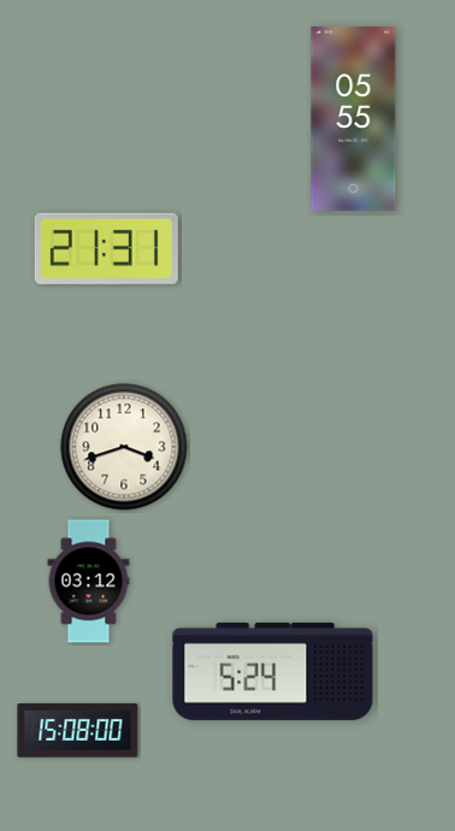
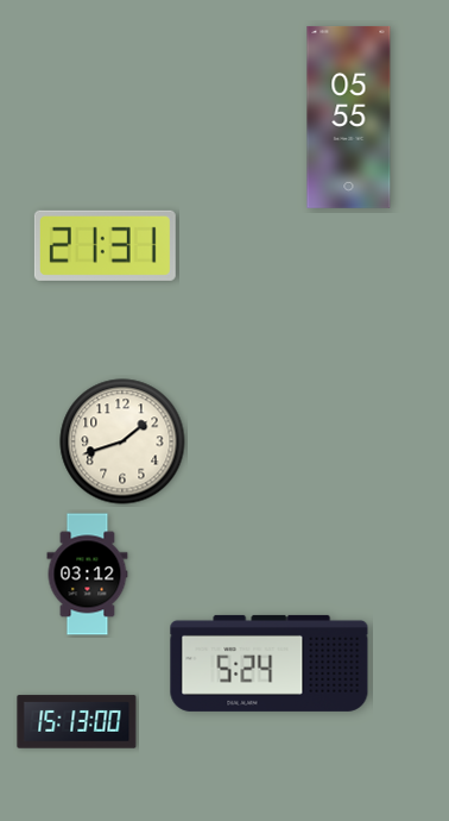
clock at (124, 447): 3:42 -> 1:42
clock at (78, 731): 15:08 -> 15:13
